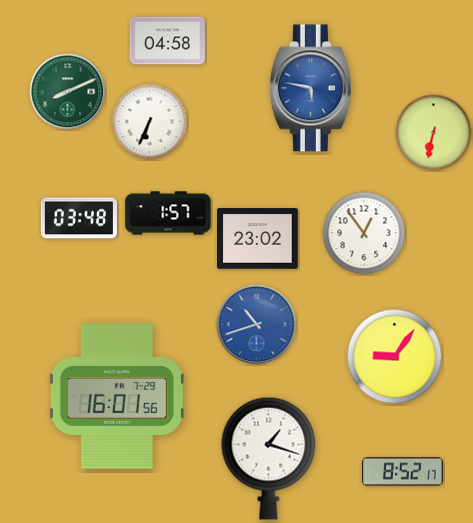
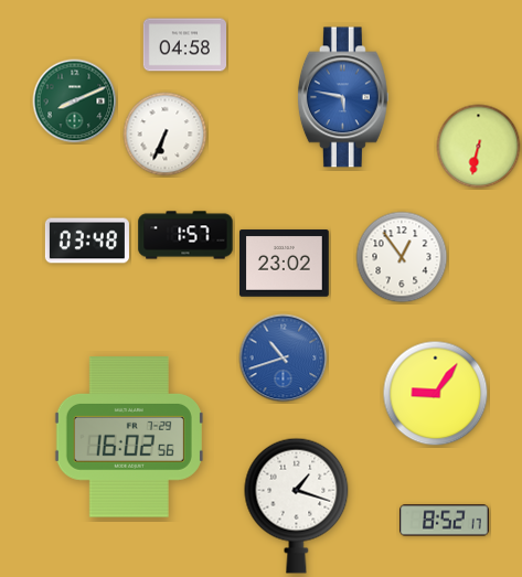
clock at (117, 396): 16:01 -> 16:02
